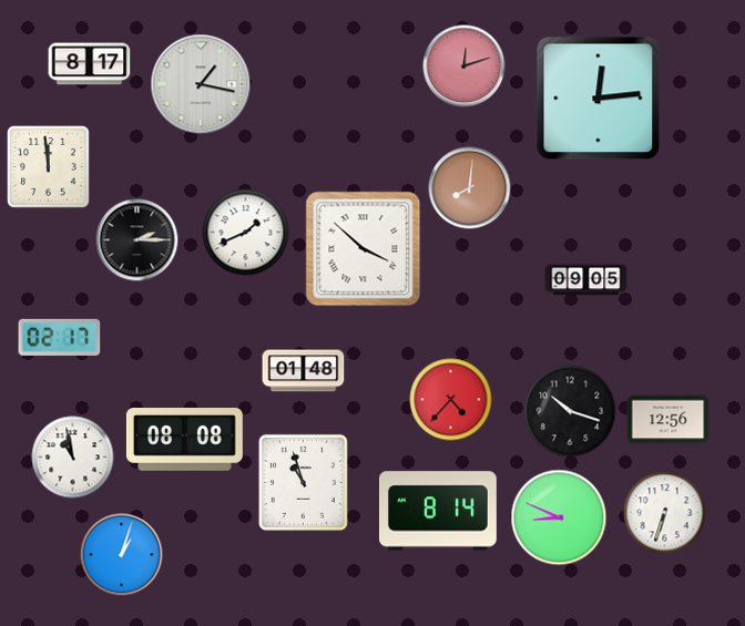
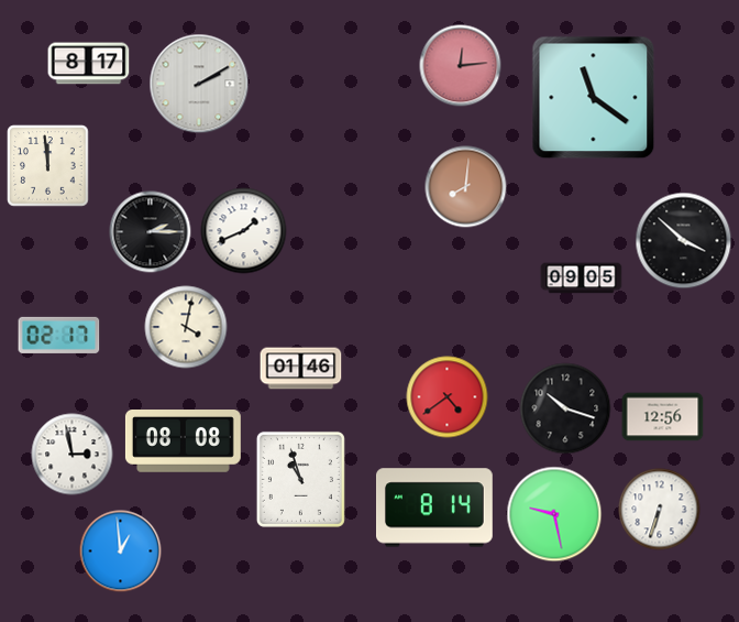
clock at (465, 66): 12:12 -> 12:14
clock at (201, 84): 1:17 -> 2:10
clock at (599, 99): 12:14 -> 11:21
clock at (137, 240) position: (137, 240) -> (151, 232)
clock at (684, 241): none -> 3:52
clock at (364, 249): 3:52 -> none
clock at (186, 327): none -> 4:02
clock at (304, 371): 01:48 -> 01:46
clock at (451, 400): 4:37 -> 4:39
clock at (184, 440) position: (184, 440) -> (183, 441)
clock at (73, 458): 10:58 -> 2:58
clock at (559, 517): 8:49 -> 9:28
clock at (122, 555): 1:03 -> 12:59
